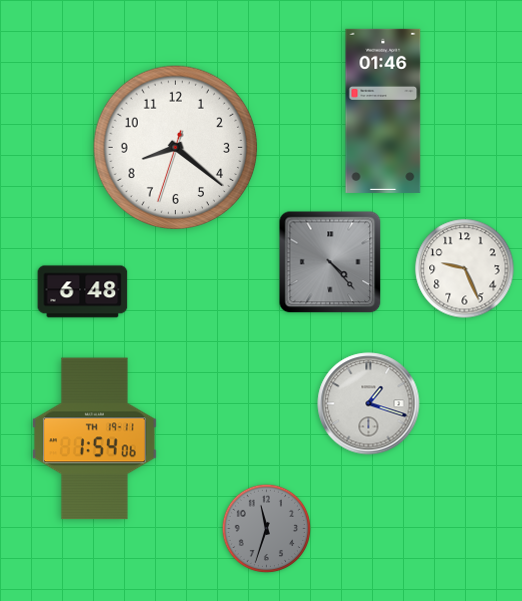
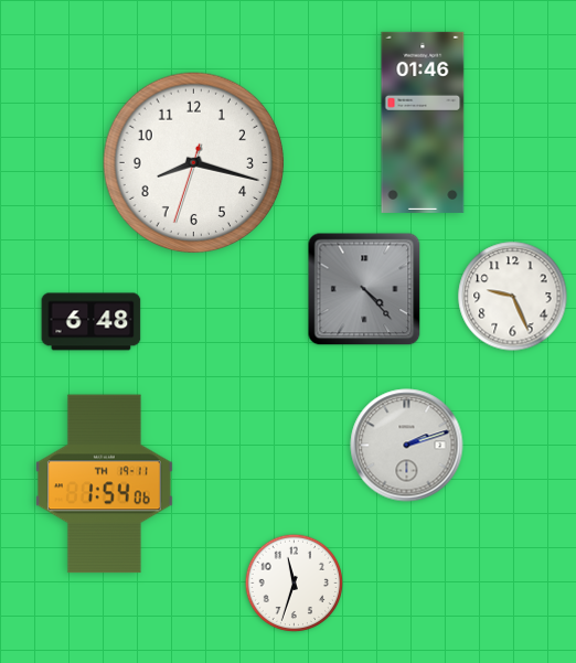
clock at (176, 148): 8:21 -> 8:17
clock at (369, 404): 1:18 -> 2:12
clock at (267, 529) dial: grey -> white
